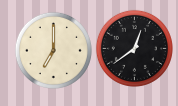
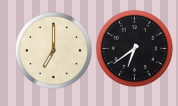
clock at (134, 48): 12:39 -> 6:39
